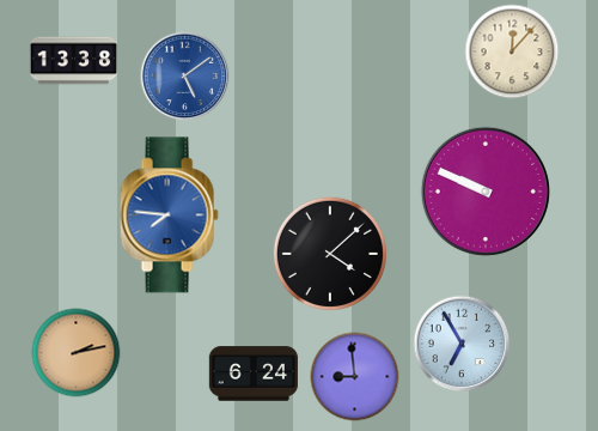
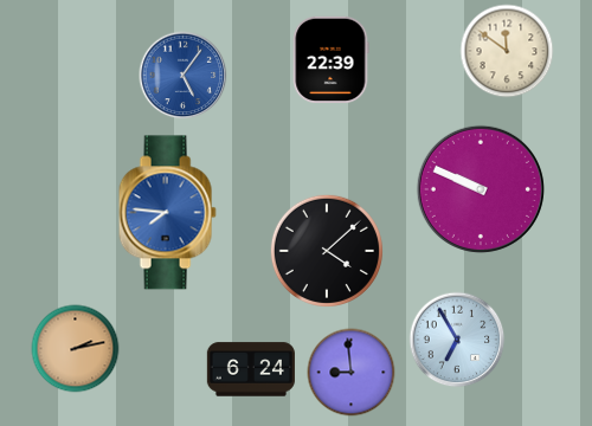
clock at (512, 51): 12:07 -> 11:51
clock at (330, 59): none -> 22:39
clock at (74, 61): 13:38 -> none
clock at (185, 77): 5:09 -> 5:06
